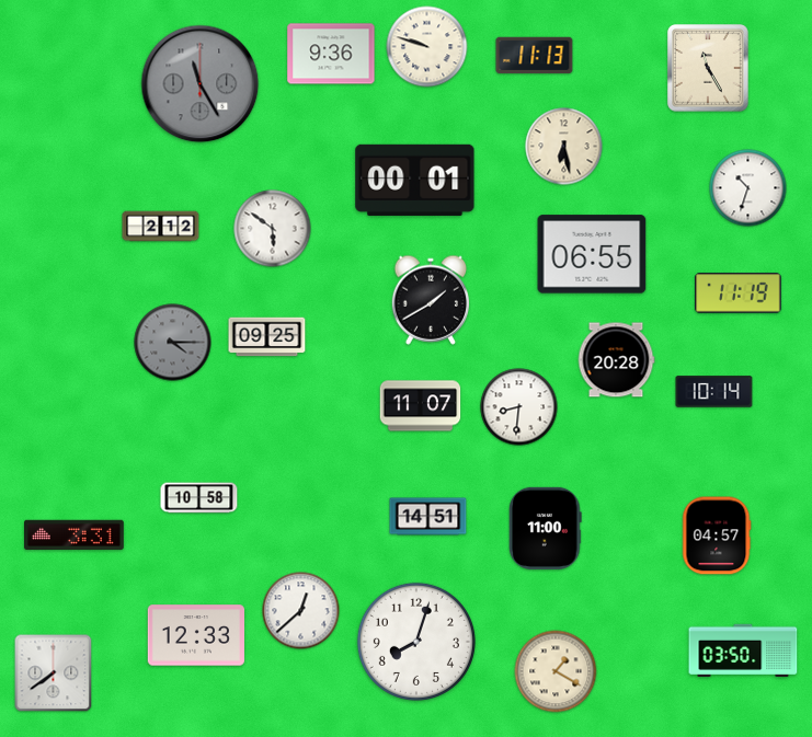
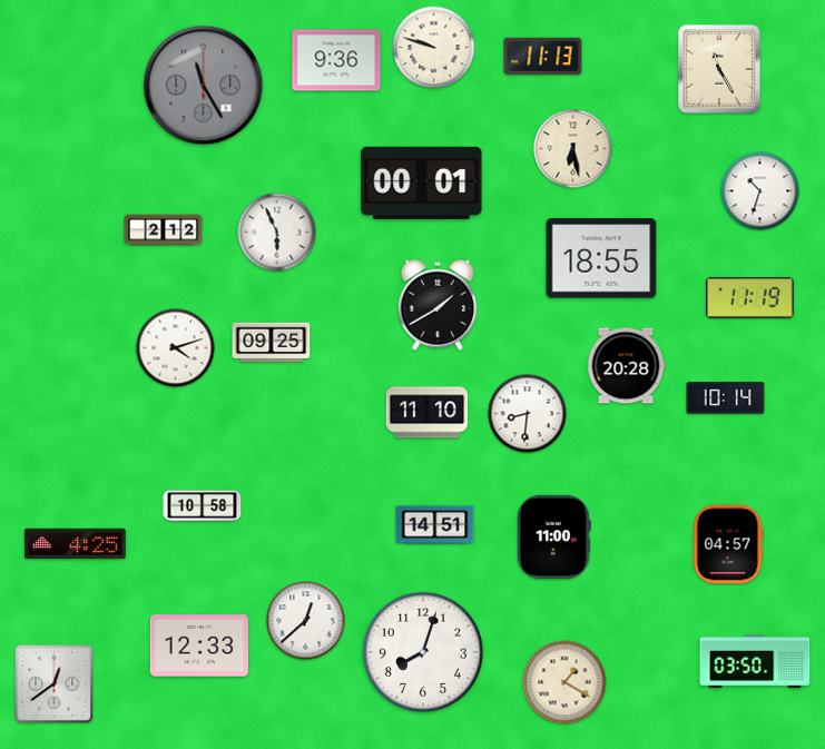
clock at (331, 54) position: (331, 54) -> (336, 60)
clock at (273, 229): 5:51 -> 5:56
clock at (592, 254): 06:55 -> 18:55
clock at (173, 343): 4:15 -> 4:12
clock at (173, 343) dial: grey -> white
clock at (421, 406): 11:07 -> 11:10
clock at (75, 534): 3:31 -> 4:25
clock at (54, 673): 7:39 -> 12:39
